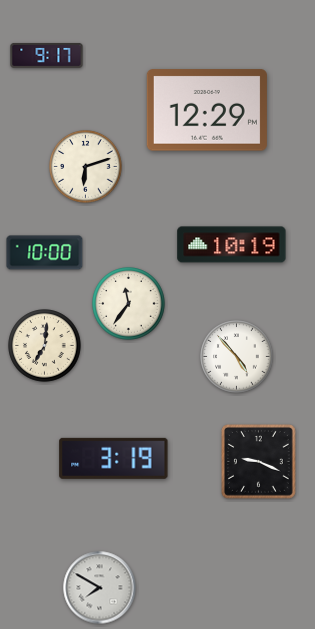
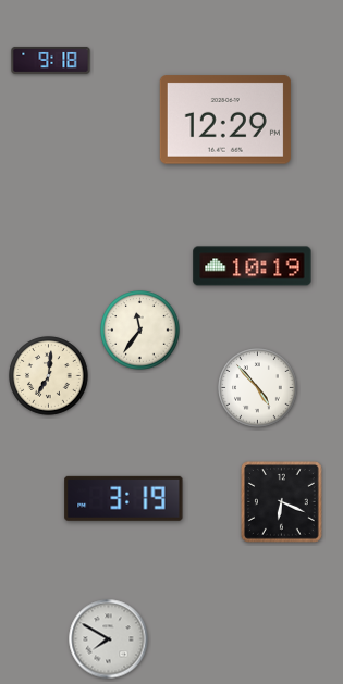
clock at (47, 55): 9:17 -> 9:18
clock at (86, 167): 6:12 -> none
clock at (45, 253): 10:00 -> none
clock at (259, 462): 9:19 -> 6:19
